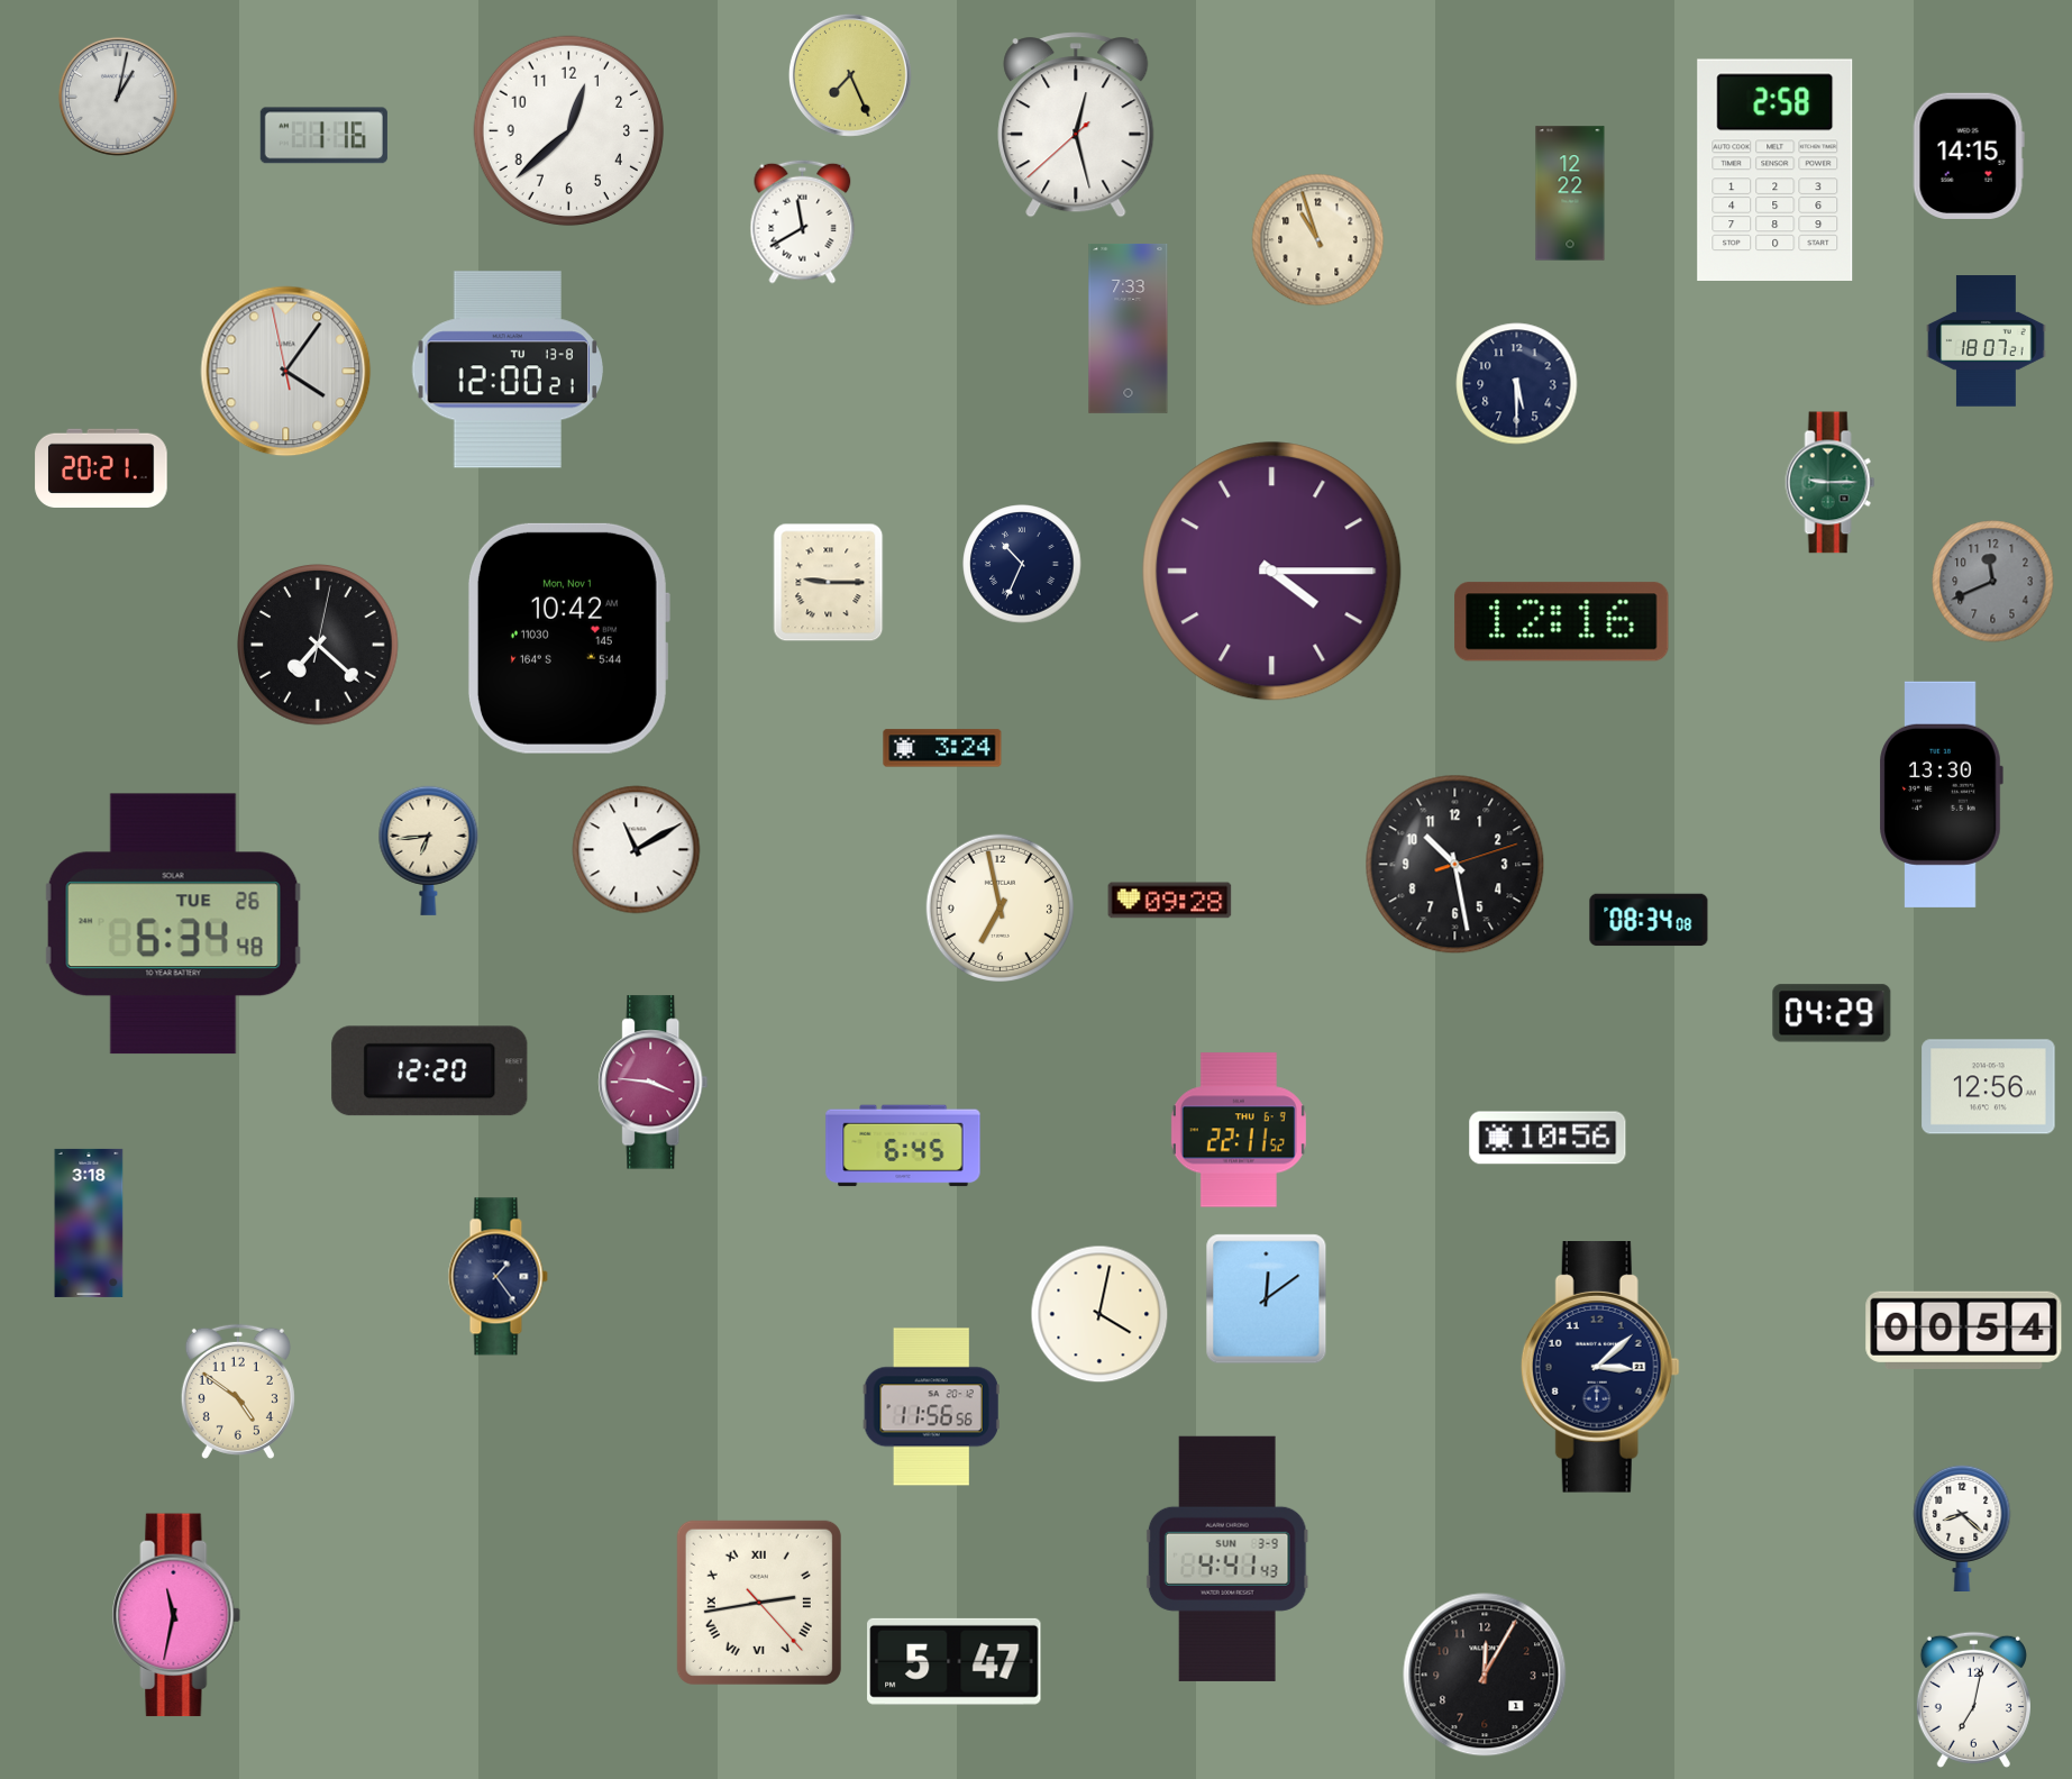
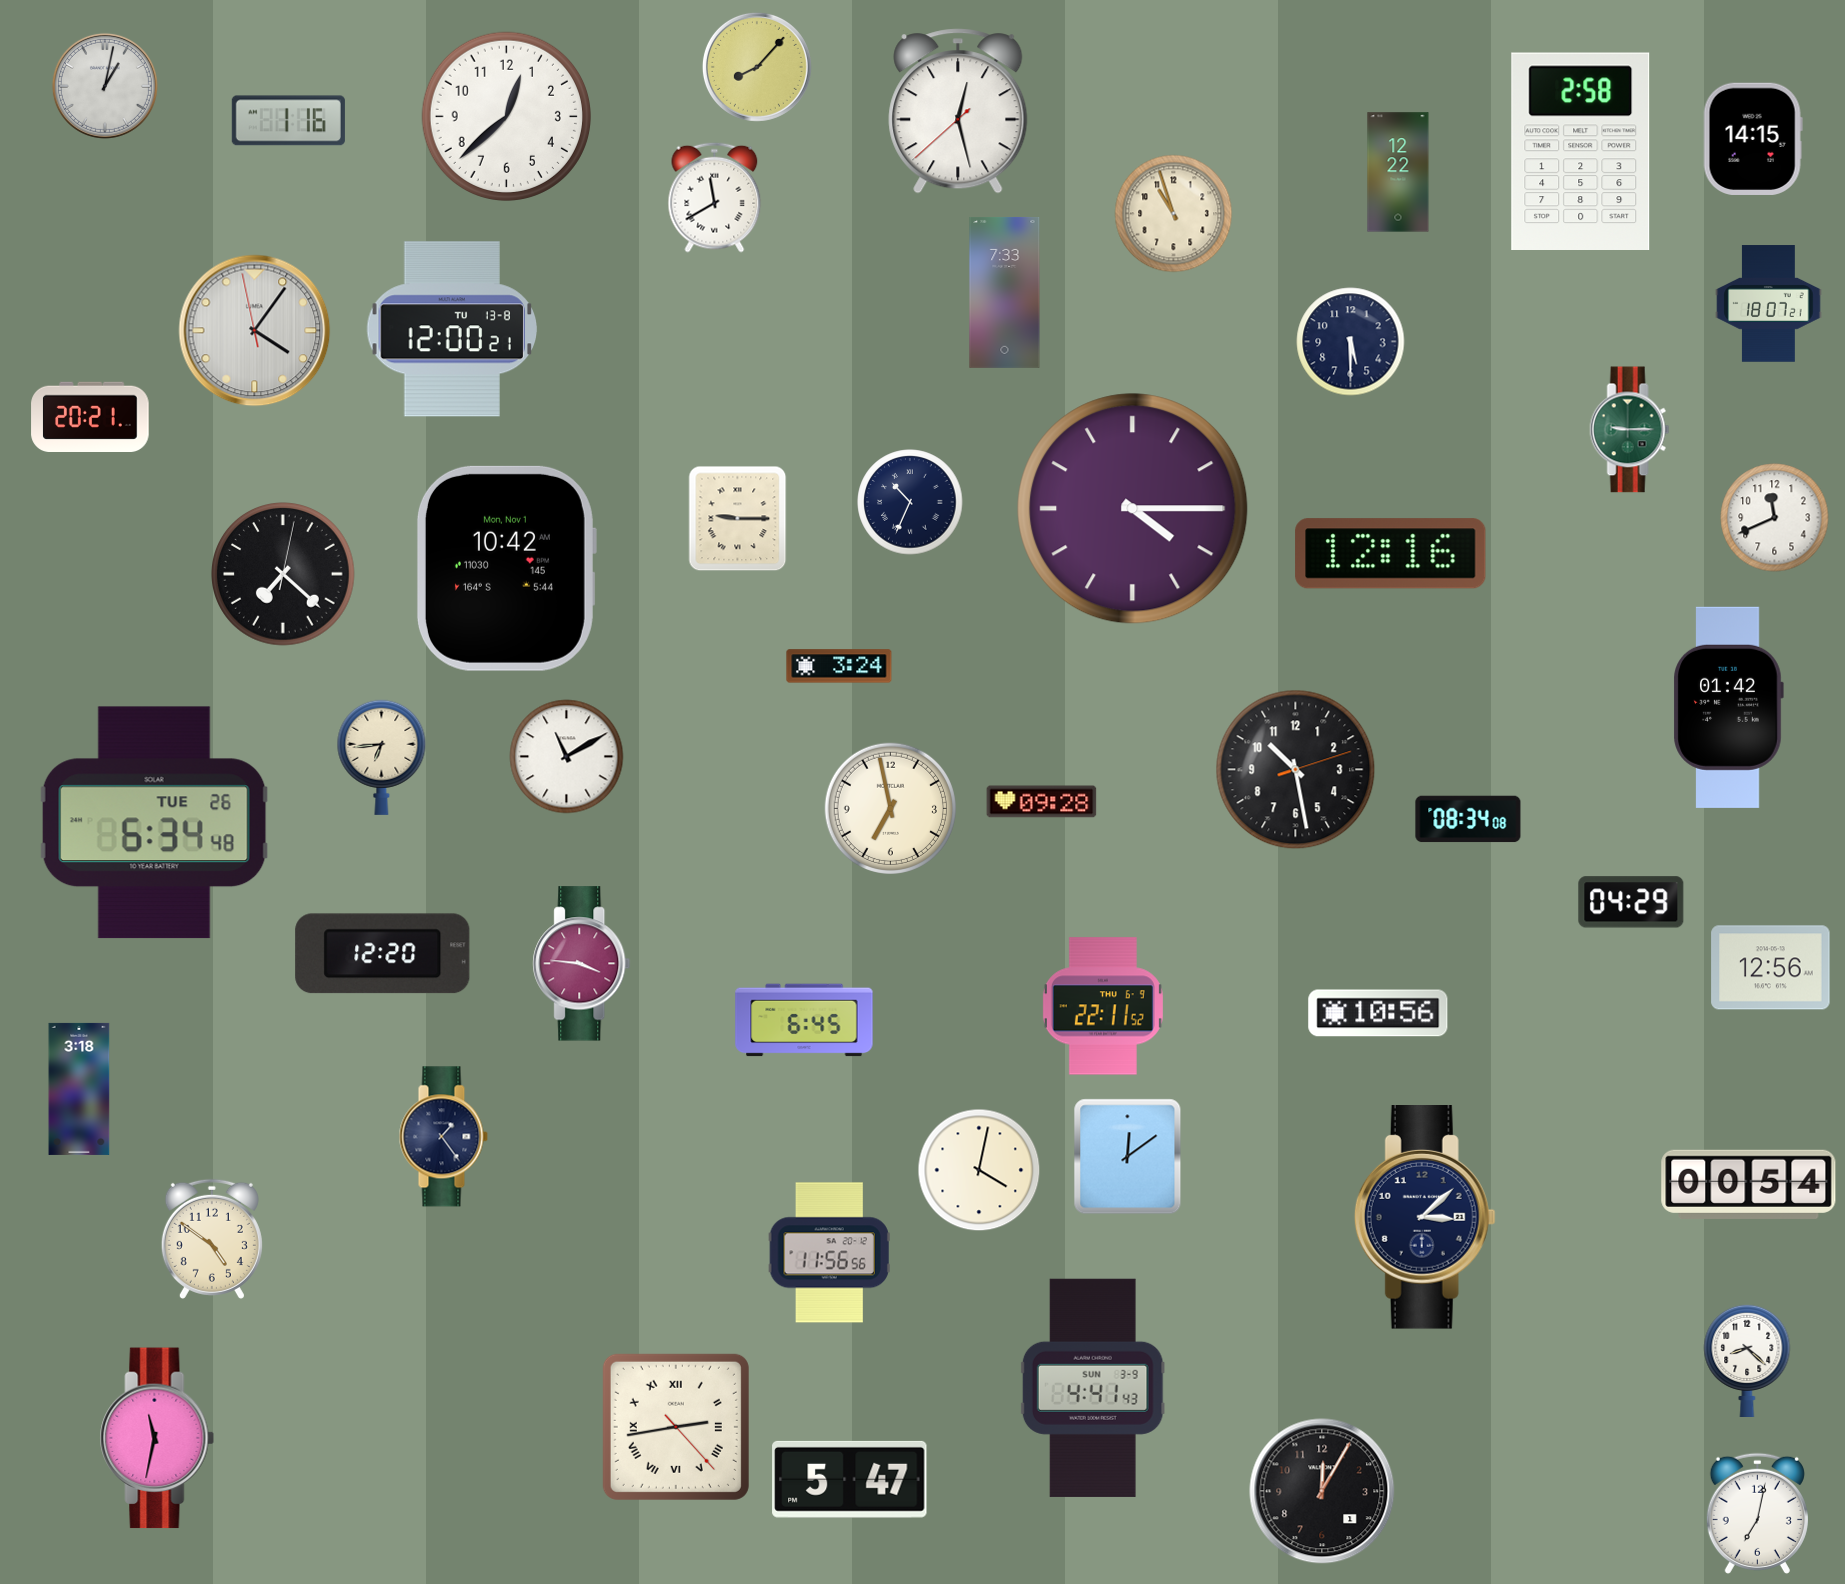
clock at (850, 75): 7:26 -> 8:07
clock at (1993, 582) dial: grey -> white
clock at (1941, 794): 13:30 -> 01:42
